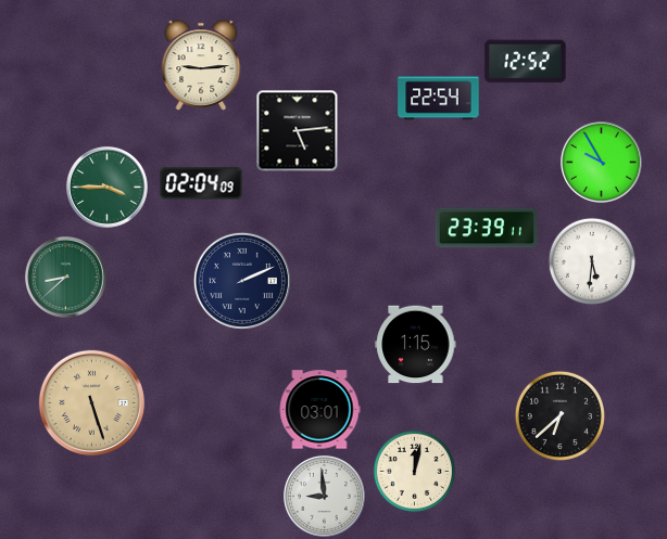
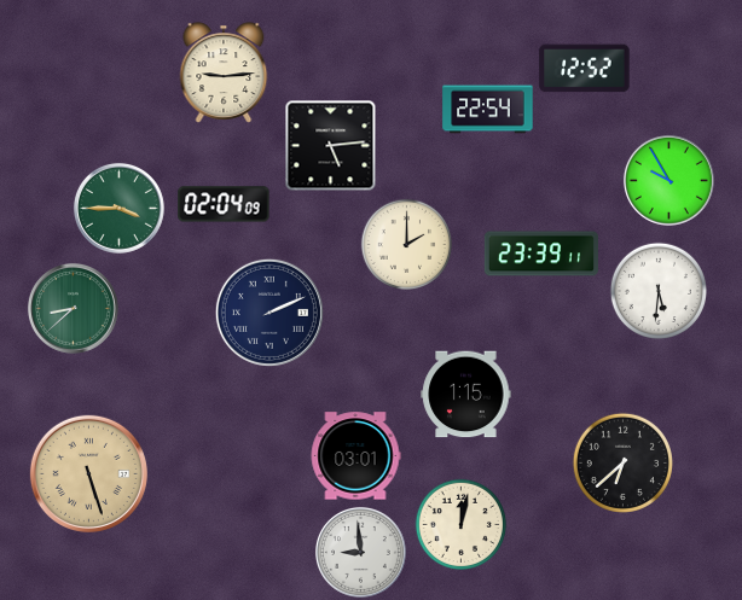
clock at (407, 245): none -> 2:00
clock at (416, 345) position: (416, 345) -> (466, 395)
clock at (91, 402) position: (91, 402) -> (88, 473)
